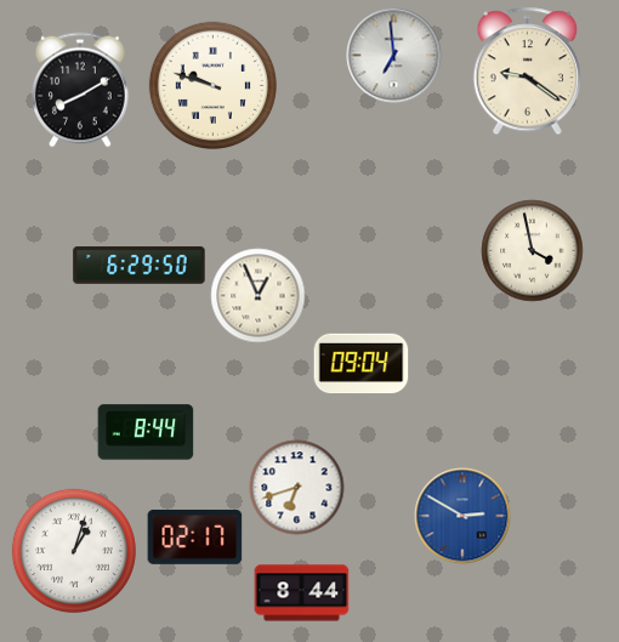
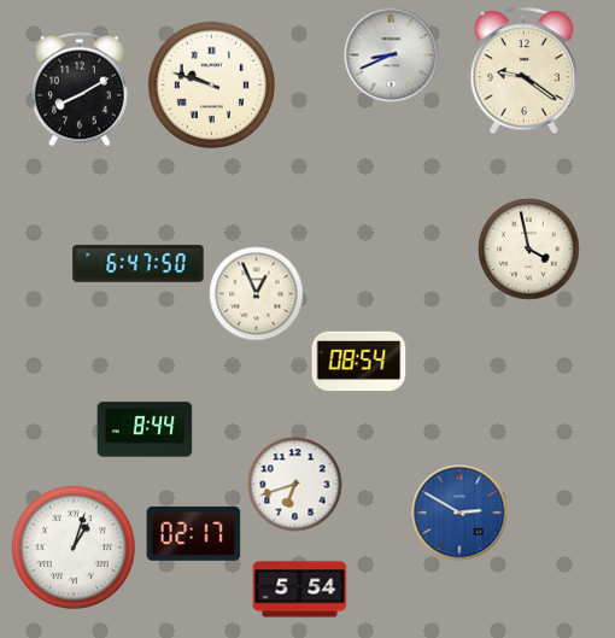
clock at (393, 55): 6:59 -> 8:41
clock at (140, 266): 6:29 -> 6:47
clock at (360, 364): 09:04 -> 08:54
clock at (301, 593): 8:44 -> 5:54
